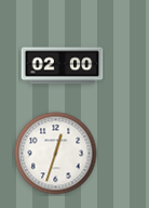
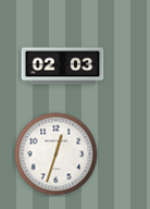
clock at (63, 66): 02:00 -> 02:03
